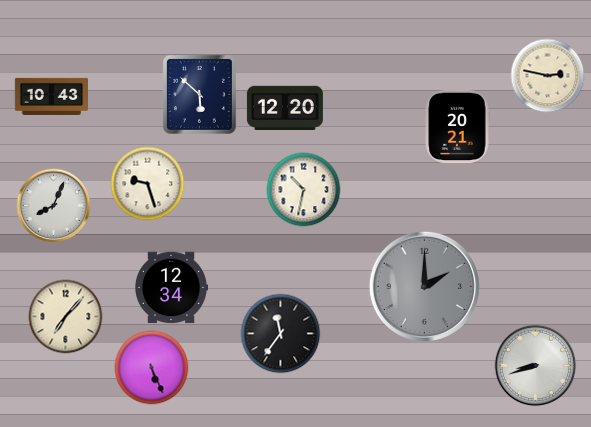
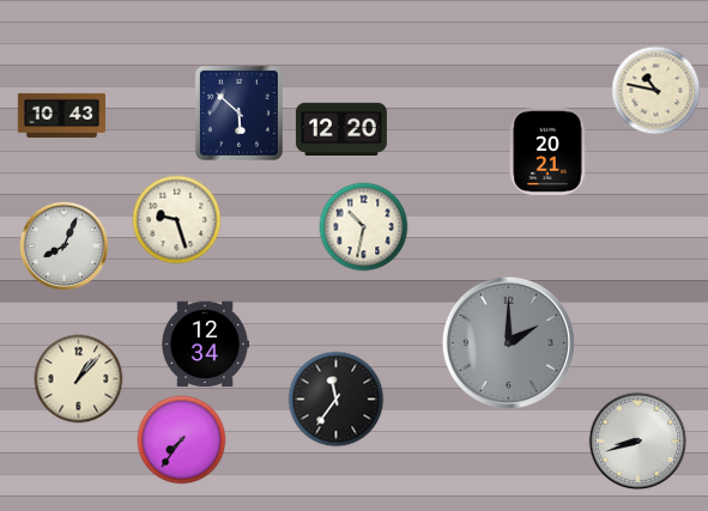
clock at (548, 76): 2:47 -> 10:47
clock at (66, 317): 7:07 -> 1:07
clock at (536, 366) position: (536, 366) -> (639, 442)
clock at (152, 368): 5:26 -> 7:36
